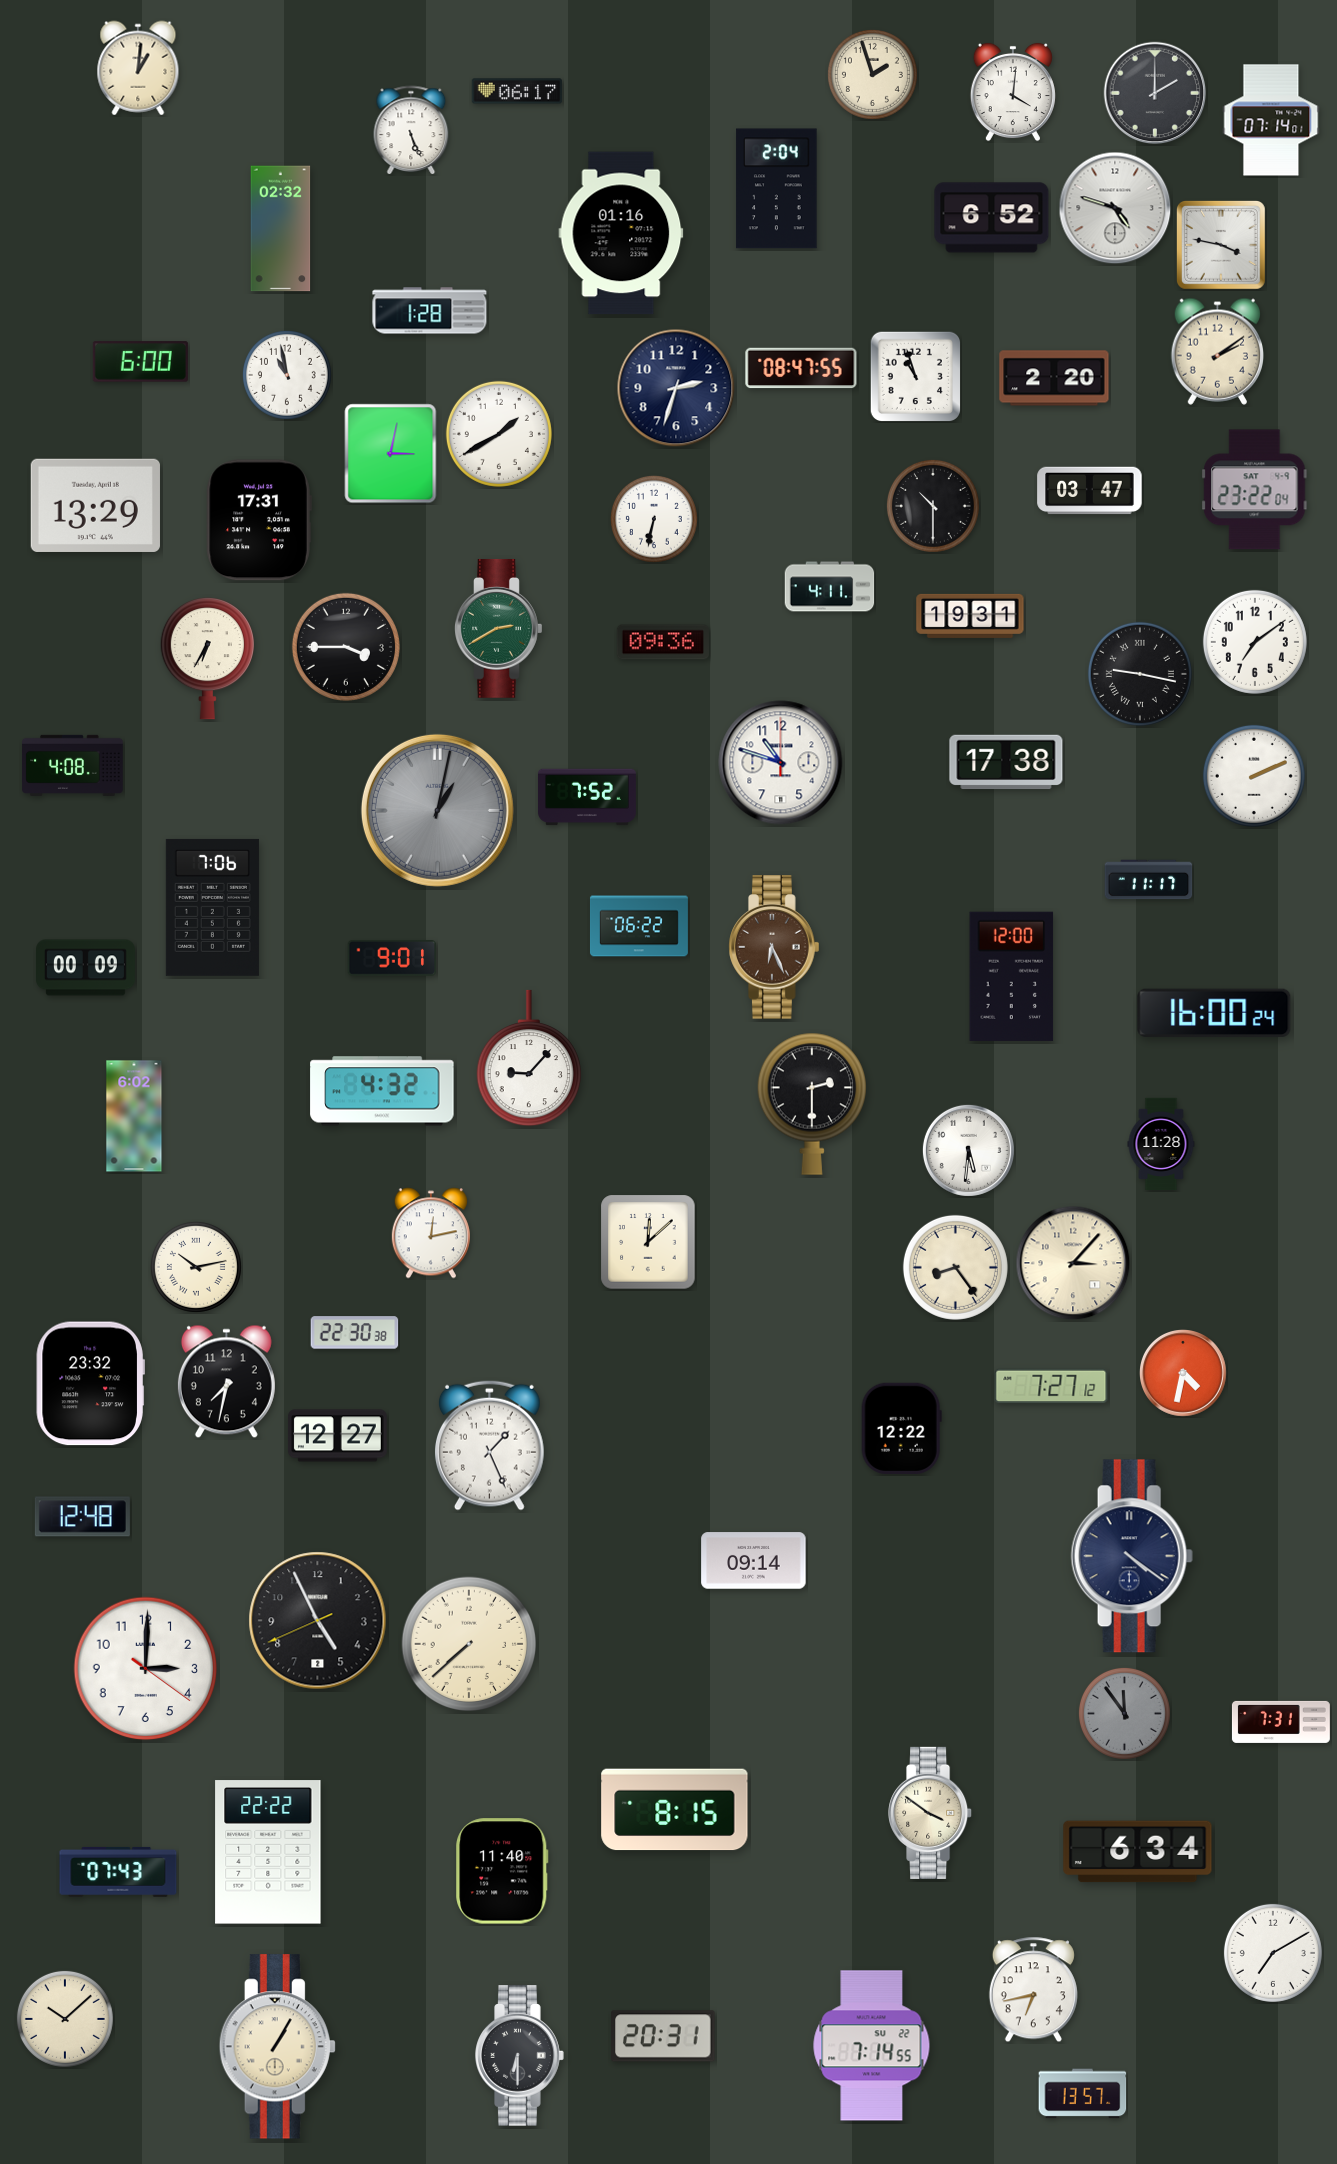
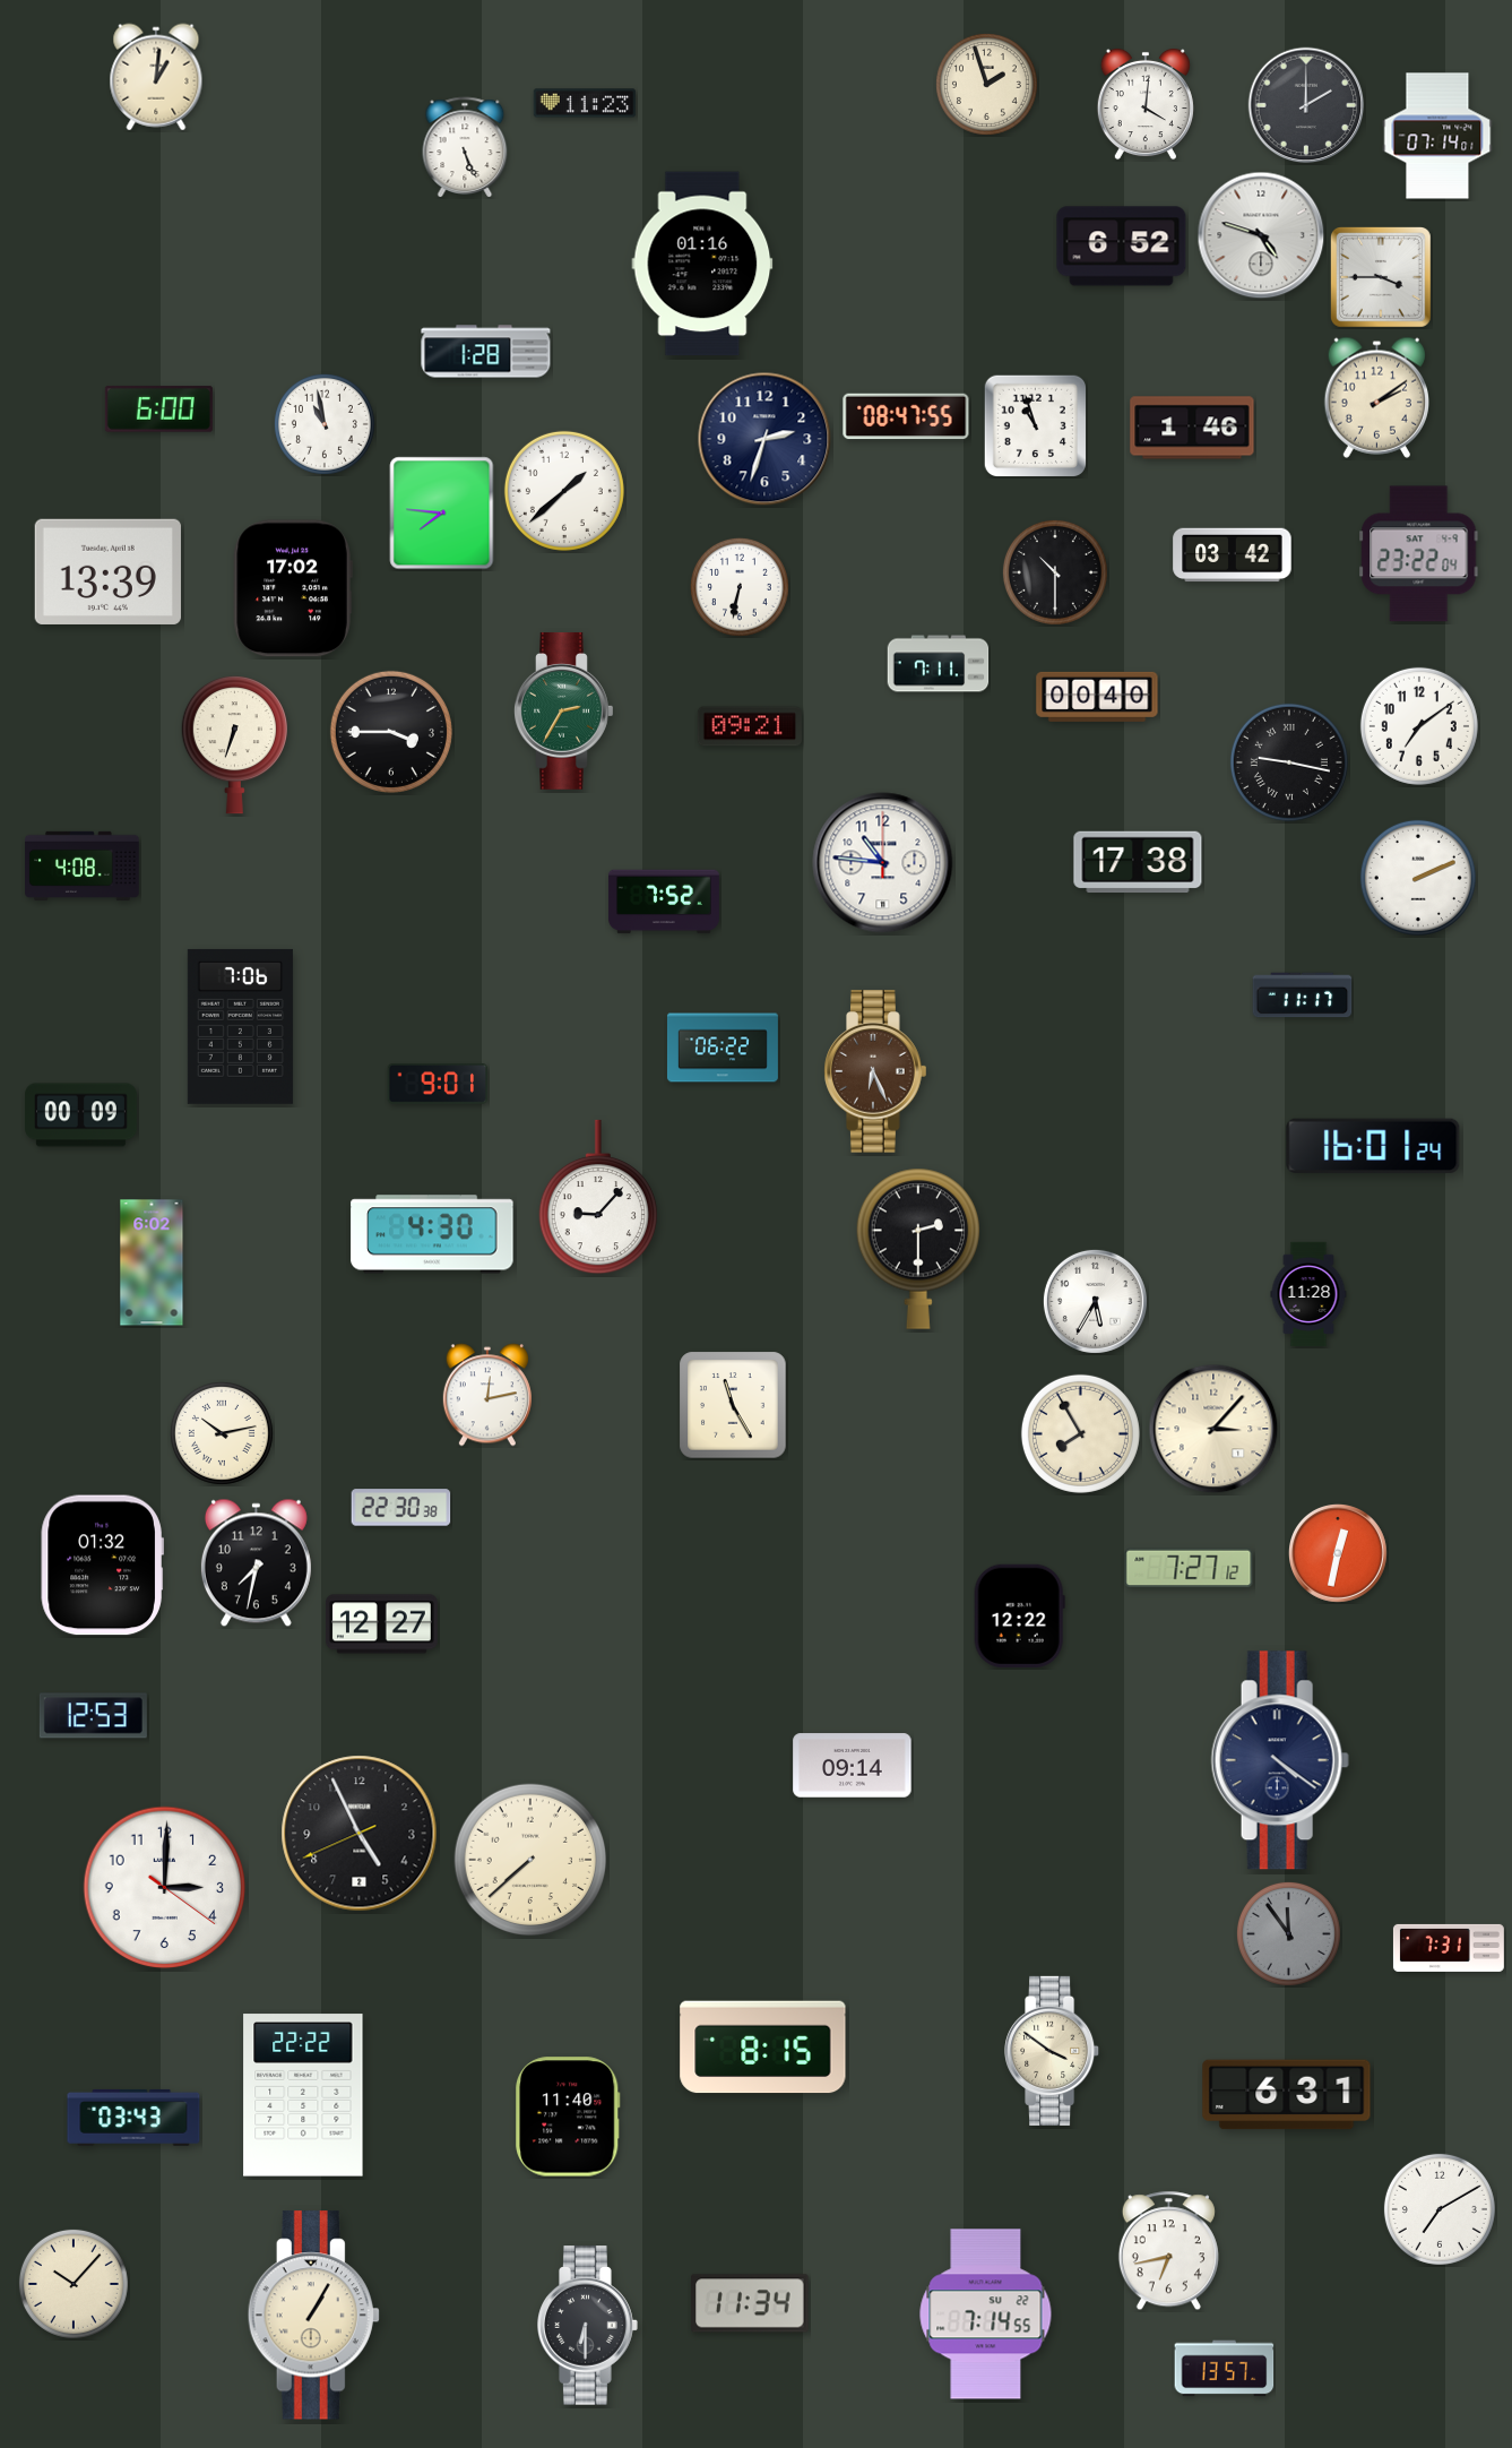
clock at (517, 91): 06:17 -> 11:23
clock at (777, 189): 2:04 -> none
clock at (281, 229): 02:32 -> none
clock at (1222, 246): 3:47 -> 3:45
clock at (1054, 378): 2:20 -> 1:46
clock at (499, 434): 1:40 -> 1:38
clock at (391, 454): 3:02 -> 7:46
clock at (1090, 491): 03:47 -> 03:42
clock at (95, 505): 13:29 -> 13:39
clock at (259, 520): 17:31 -> 17:02
clock at (830, 587): 4:11 -> 7:11
clock at (970, 616): 19:31 -> 00:40
clock at (499, 629): 2:40 -> 2:35
clock at (663, 642): 09:36 -> 09:21
clock at (207, 658): 6:35 -> 6:33
clock at (781, 763): 10:48 -> 10:46
clock at (437, 810): 1:02 -> none
clock at (1149, 880) position: (1149, 880) -> (1303, 995)
clock at (392, 959) position: (392, 959) -> (438, 1085)
clock at (86, 968) position: (86, 968) -> (81, 1115)
clock at (1012, 976): 12:00 -> none
clock at (1214, 1013): 16:00 -> 16:01
clock at (382, 1091): 4:32 -> 4:30
clock at (1161, 1144) position: (1161, 1144) -> (1308, 1294)
clock at (968, 1150): 5:31 -> 5:35
clock at (648, 1242): 12:08 -> 11:25
clock at (955, 1267): 8:24 -> 7:55
clock at (1184, 1374): 4:32 -> 12:32
clock at (90, 1384): 23:32 -> 01:32
clock at (489, 1445): 1:26 -> none
clock at (82, 1517): 12:48 -> 12:53
clock at (1124, 1713) position: (1124, 1713) -> (1288, 1933)
clock at (1138, 1852): 6:34 -> 6:31
clock at (118, 1872): 07:43 -> 03:43
clock at (65, 2019): 10:08 -> 10:07
clock at (663, 2036): 20:31 -> 11:34
